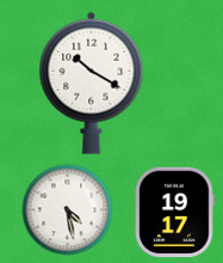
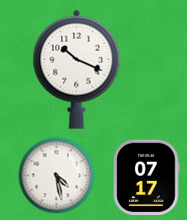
clock at (92, 82): 10:20 -> 10:19
clock at (175, 213): 19:17 -> 07:17
